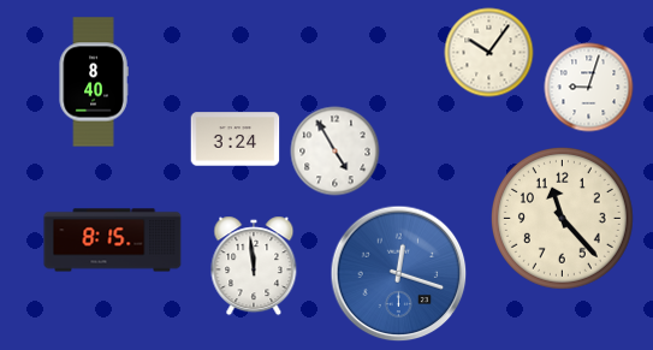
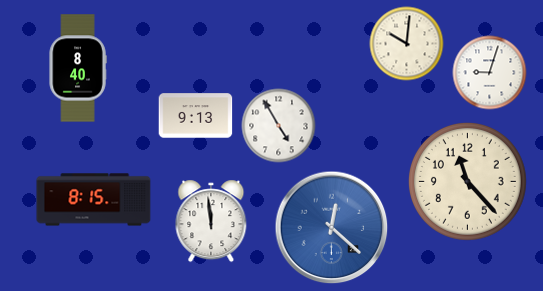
clock at (489, 53): 10:06 -> 10:01
clock at (236, 140): 3:24 -> 9:13
clock at (399, 274): 12:18 -> 12:22
